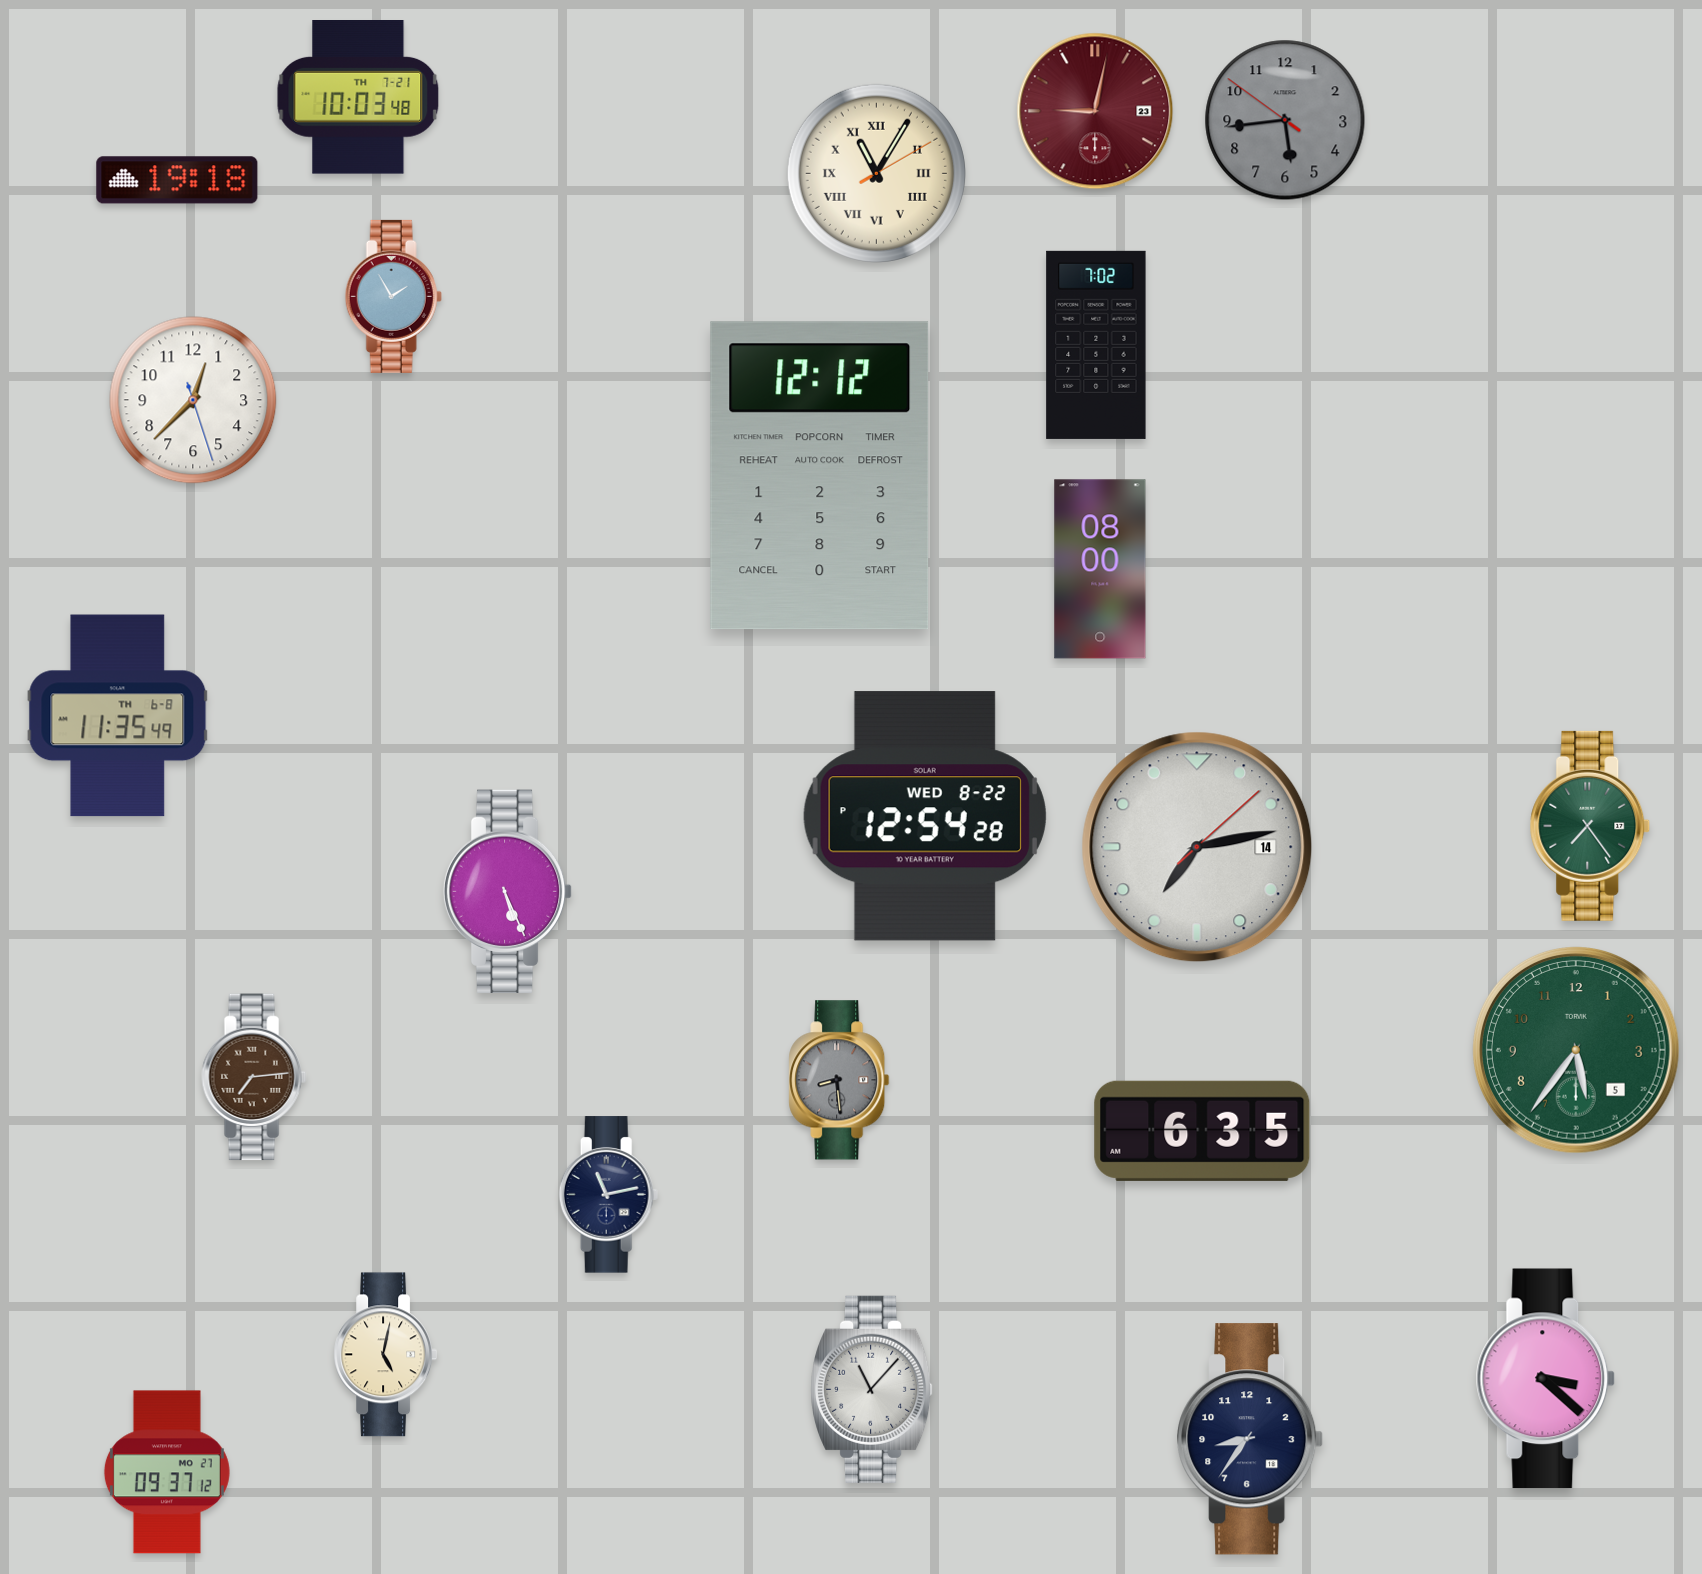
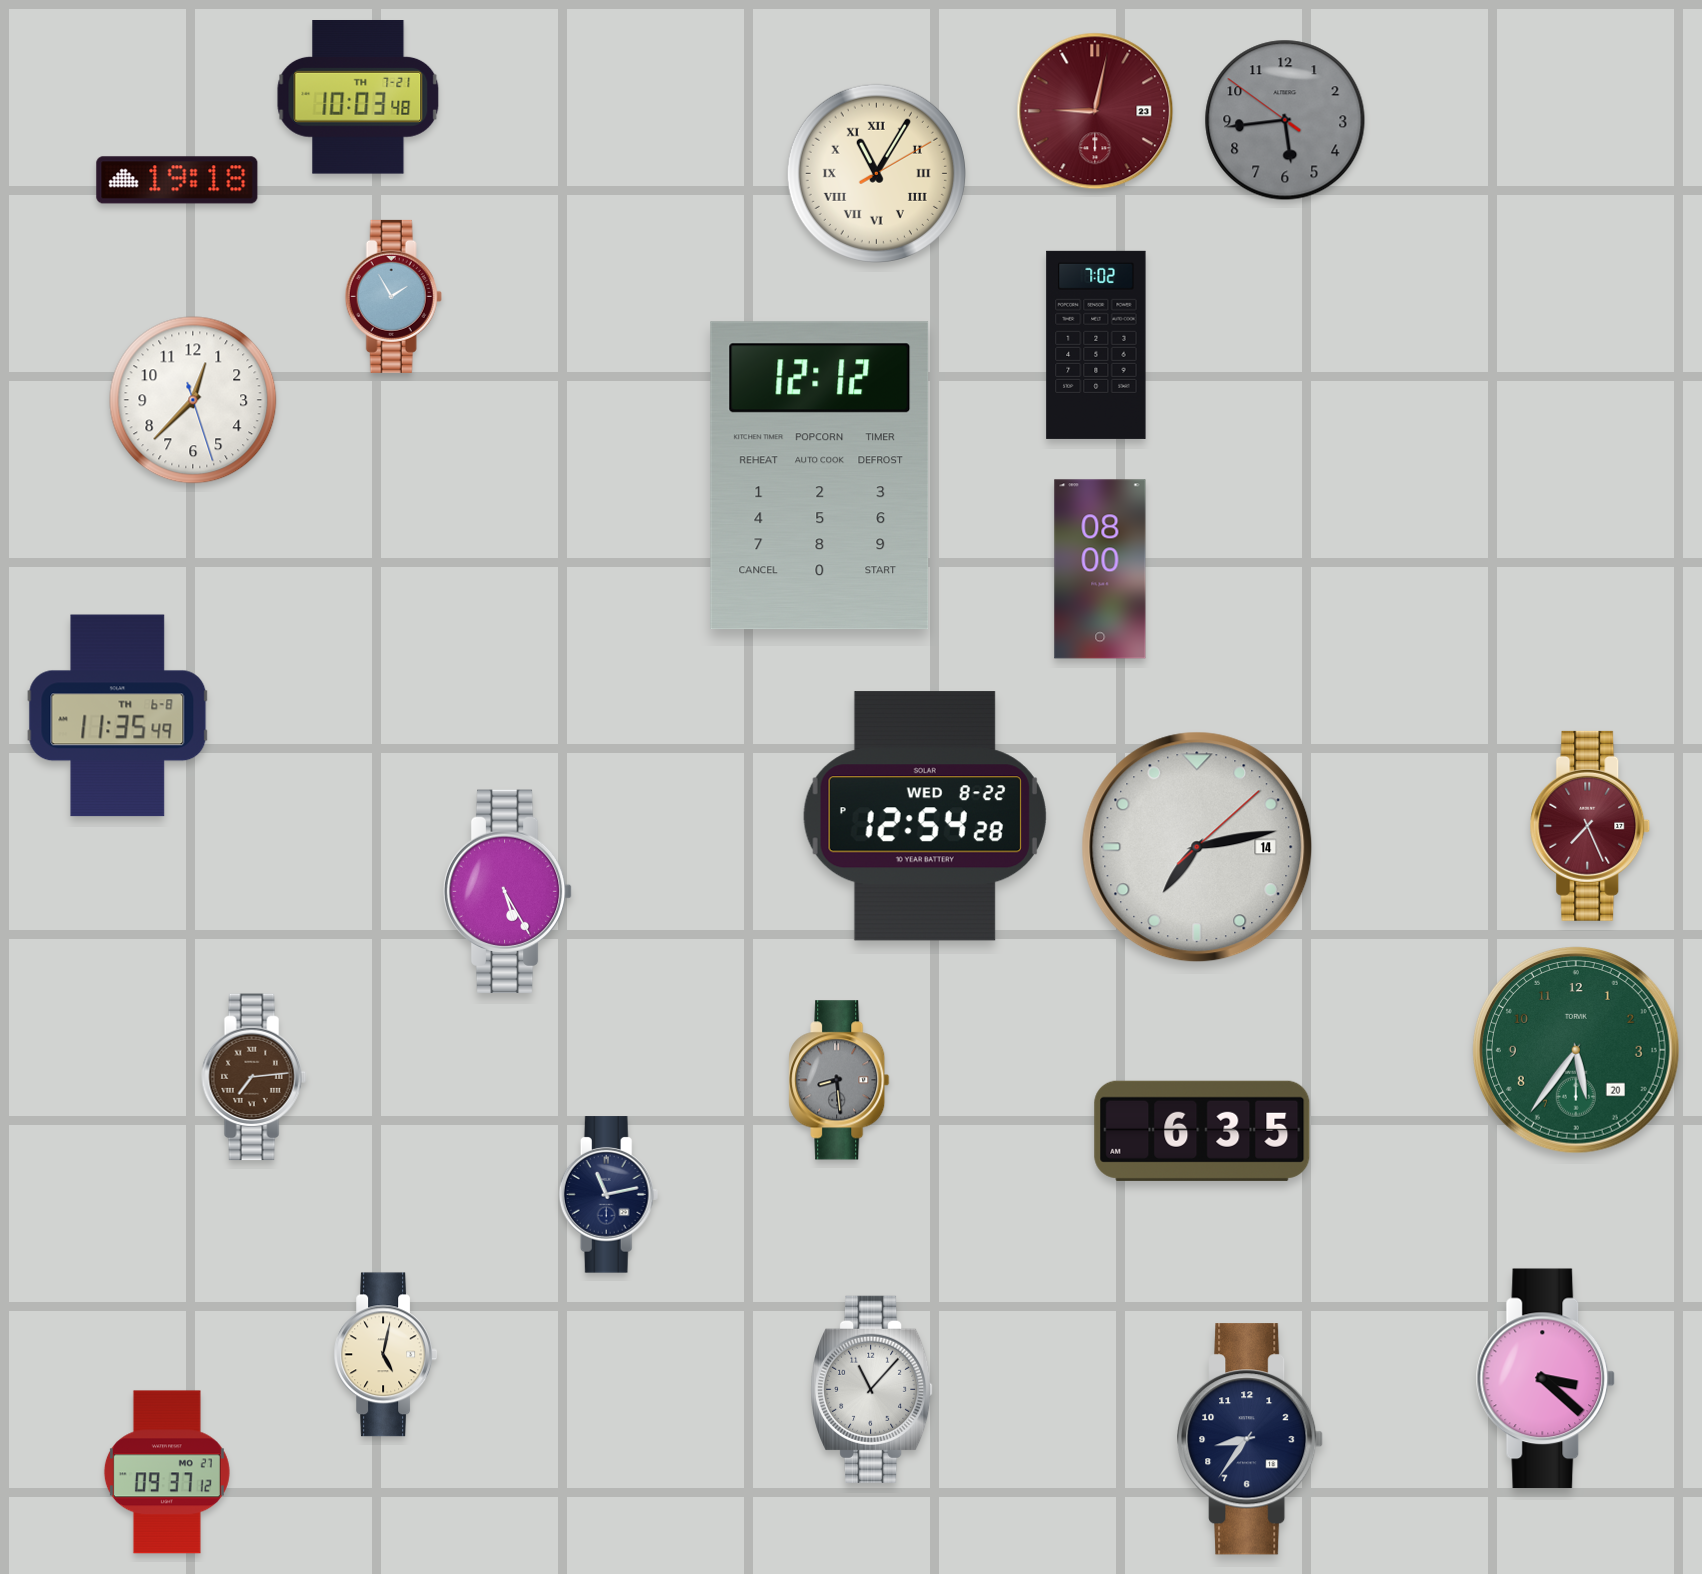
clock at (1590, 826): 7:24 -> 7:26
clock at (1590, 826) dial: green -> burgundy
clock at (508, 891): 5:26 -> 5:25
clock at (1577, 1051) date: 5 -> 20
